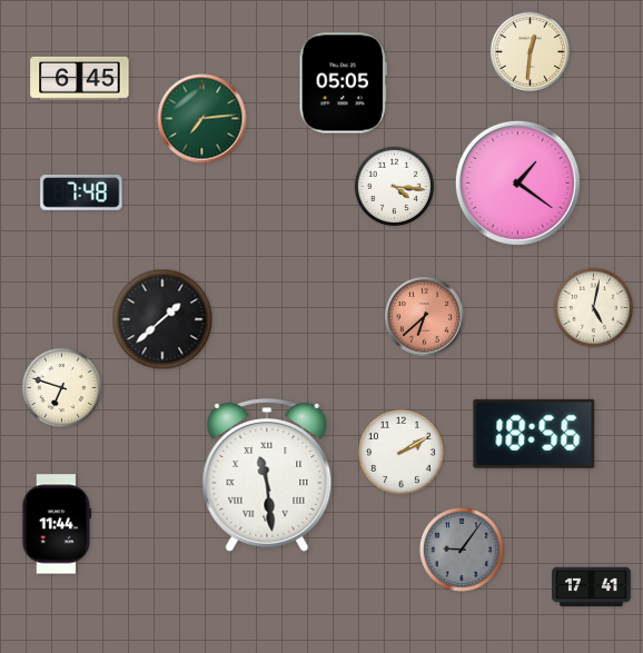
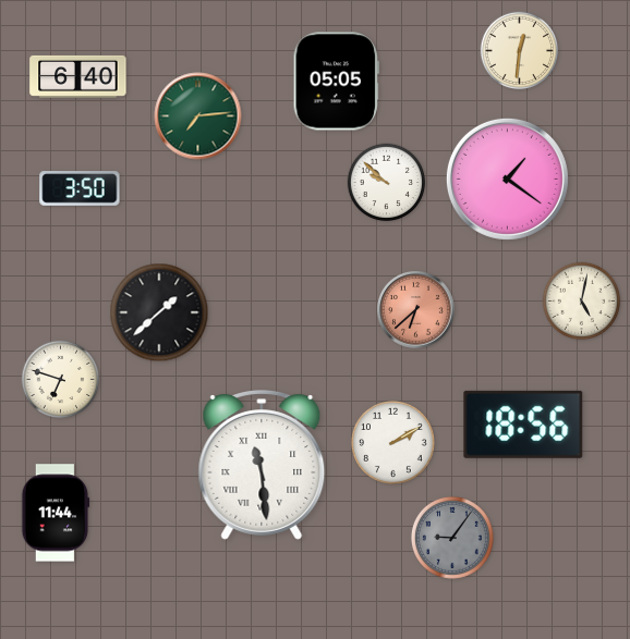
clock at (80, 78): 6:45 -> 6:40
clock at (395, 187): 4:16 -> 9:52
clock at (81, 194): 7:48 -> 3:50
clock at (592, 587): 17:41 -> none
